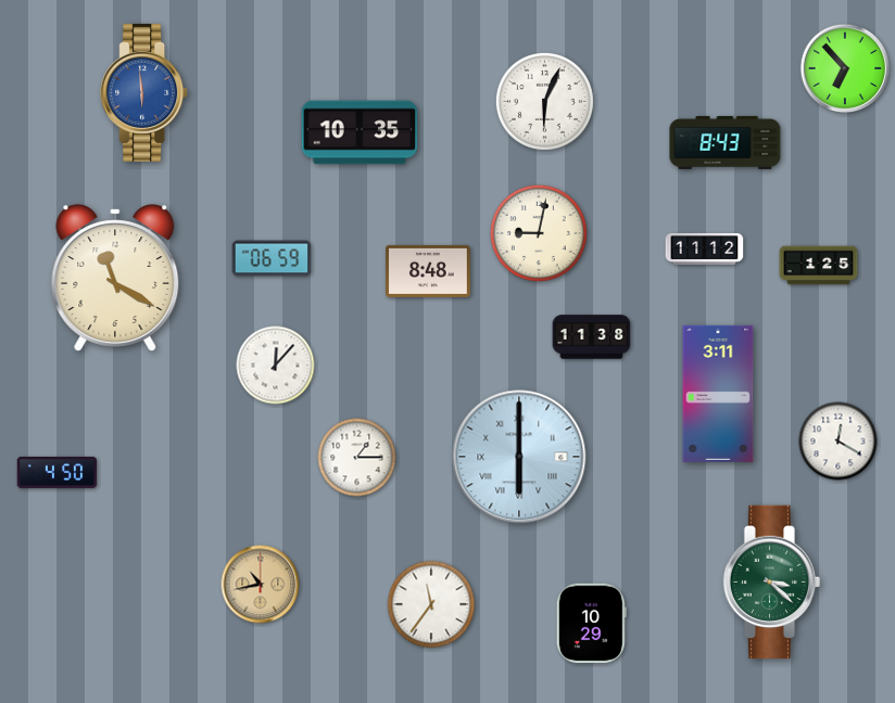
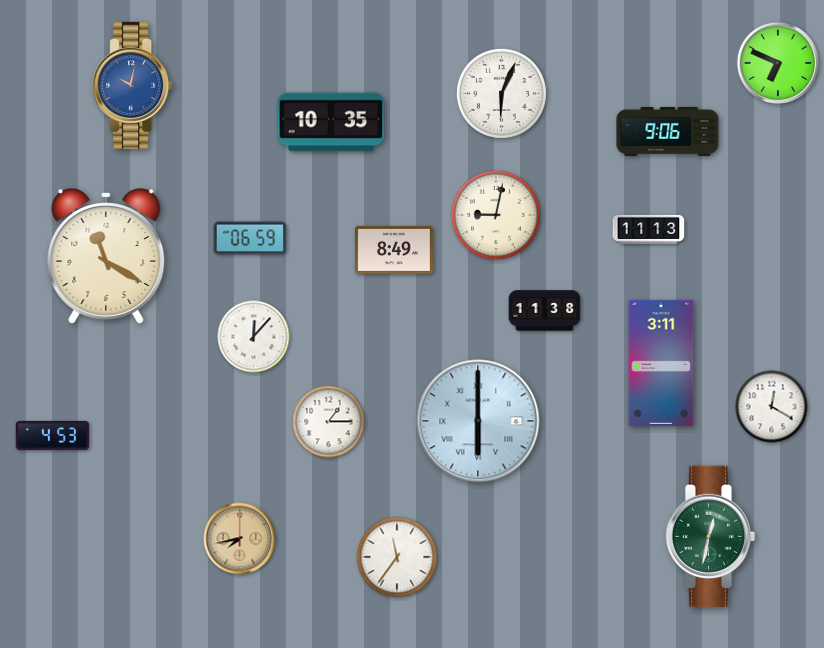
clock at (845, 68): 6:53 -> 6:49
clock at (144, 92): 5:59 -> 10:02
clock at (726, 142): 8:43 -> 9:06
clock at (705, 248): 11:12 -> 11:13
clock at (819, 266): 1:25 -> none
clock at (429, 271): 8:48 -> 8:49
clock at (58, 472): 4:50 -> 4:53
clock at (772, 581): 3:22 -> 12:32
clock at (261, 585): 10:43 -> 7:43
clock at (591, 624): 10:29 -> none
